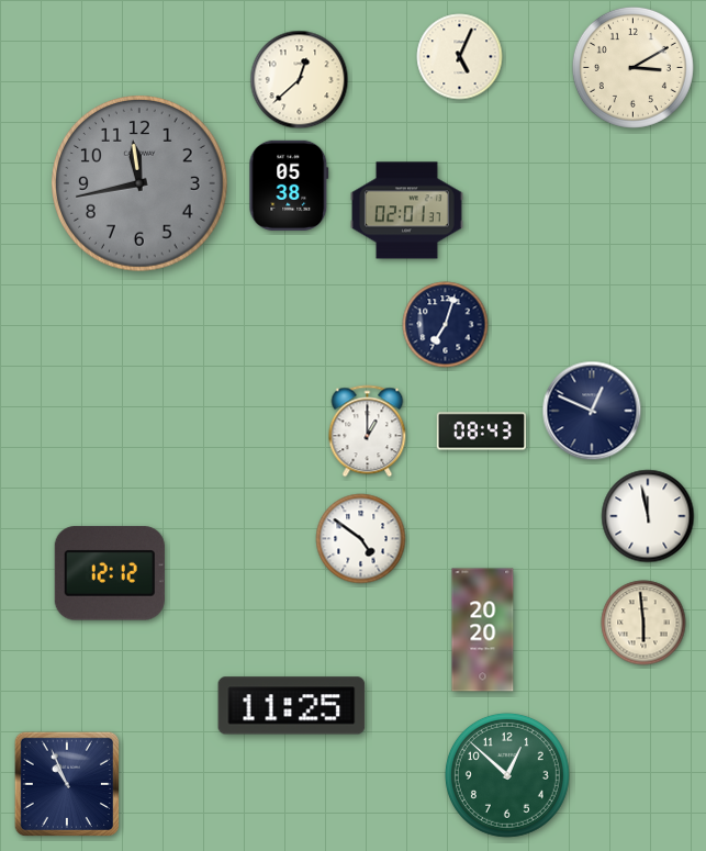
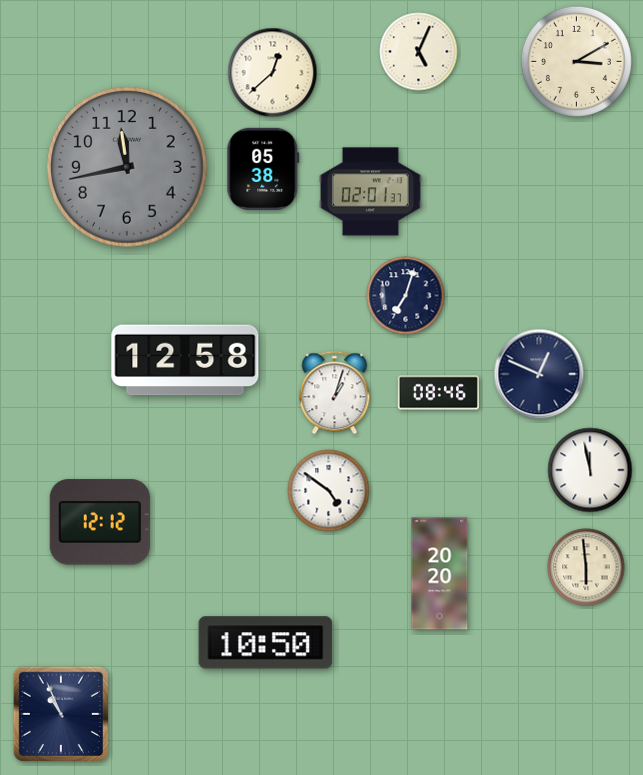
clock at (185, 360): none -> 12:58
clock at (368, 432): 1:00 -> 1:03
clock at (482, 432): 08:43 -> 08:46
clock at (292, 706): 11:25 -> 10:50
clock at (507, 775): 12:52 -> none
